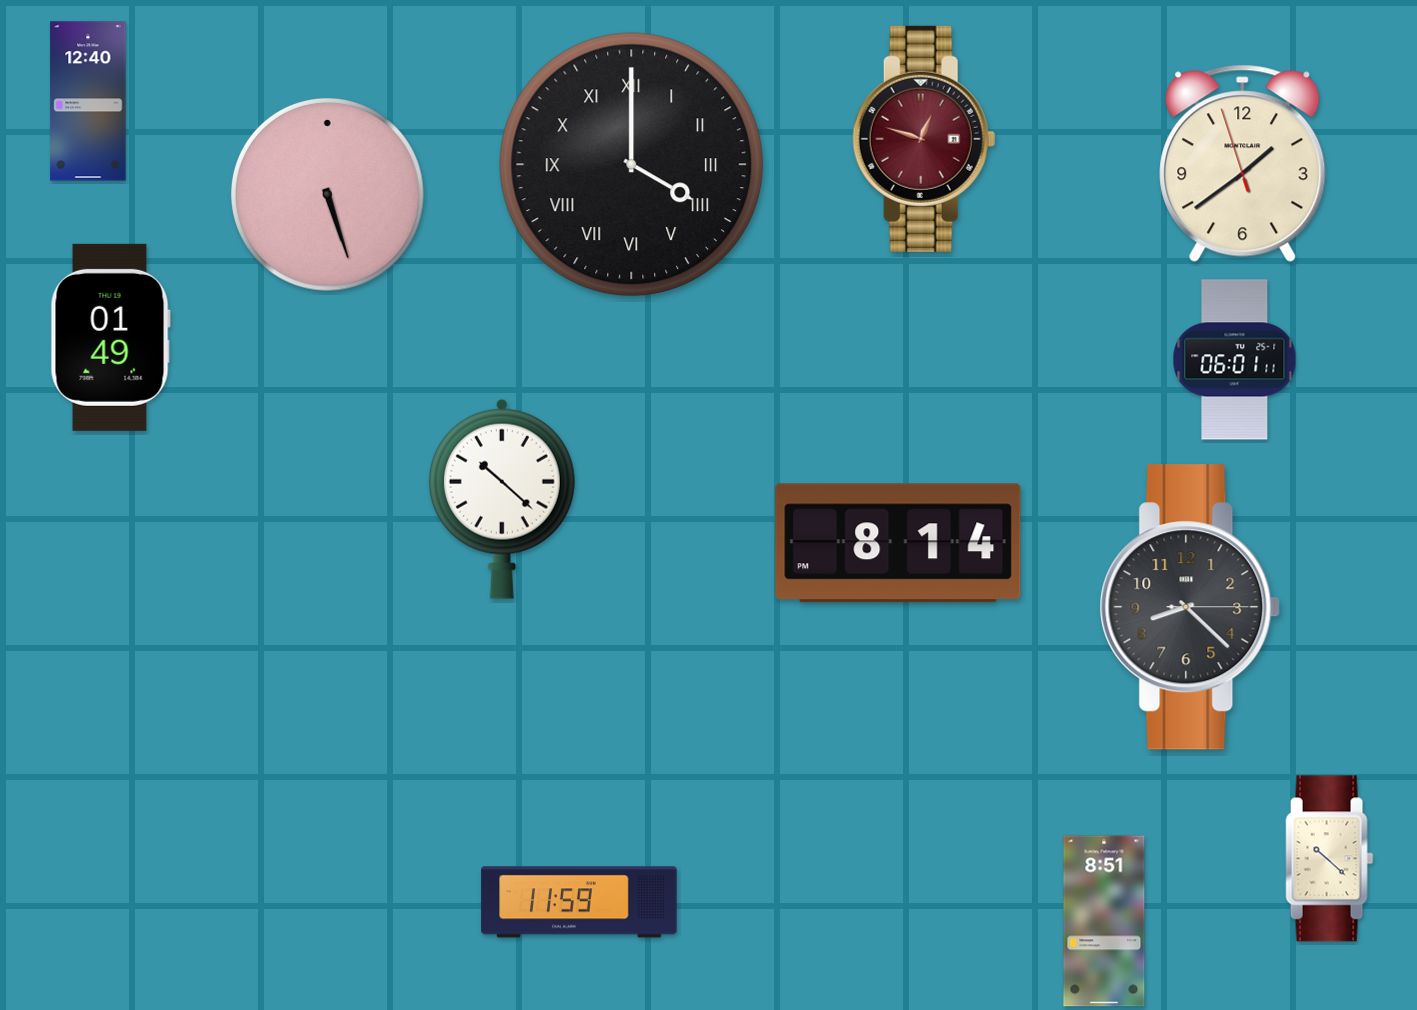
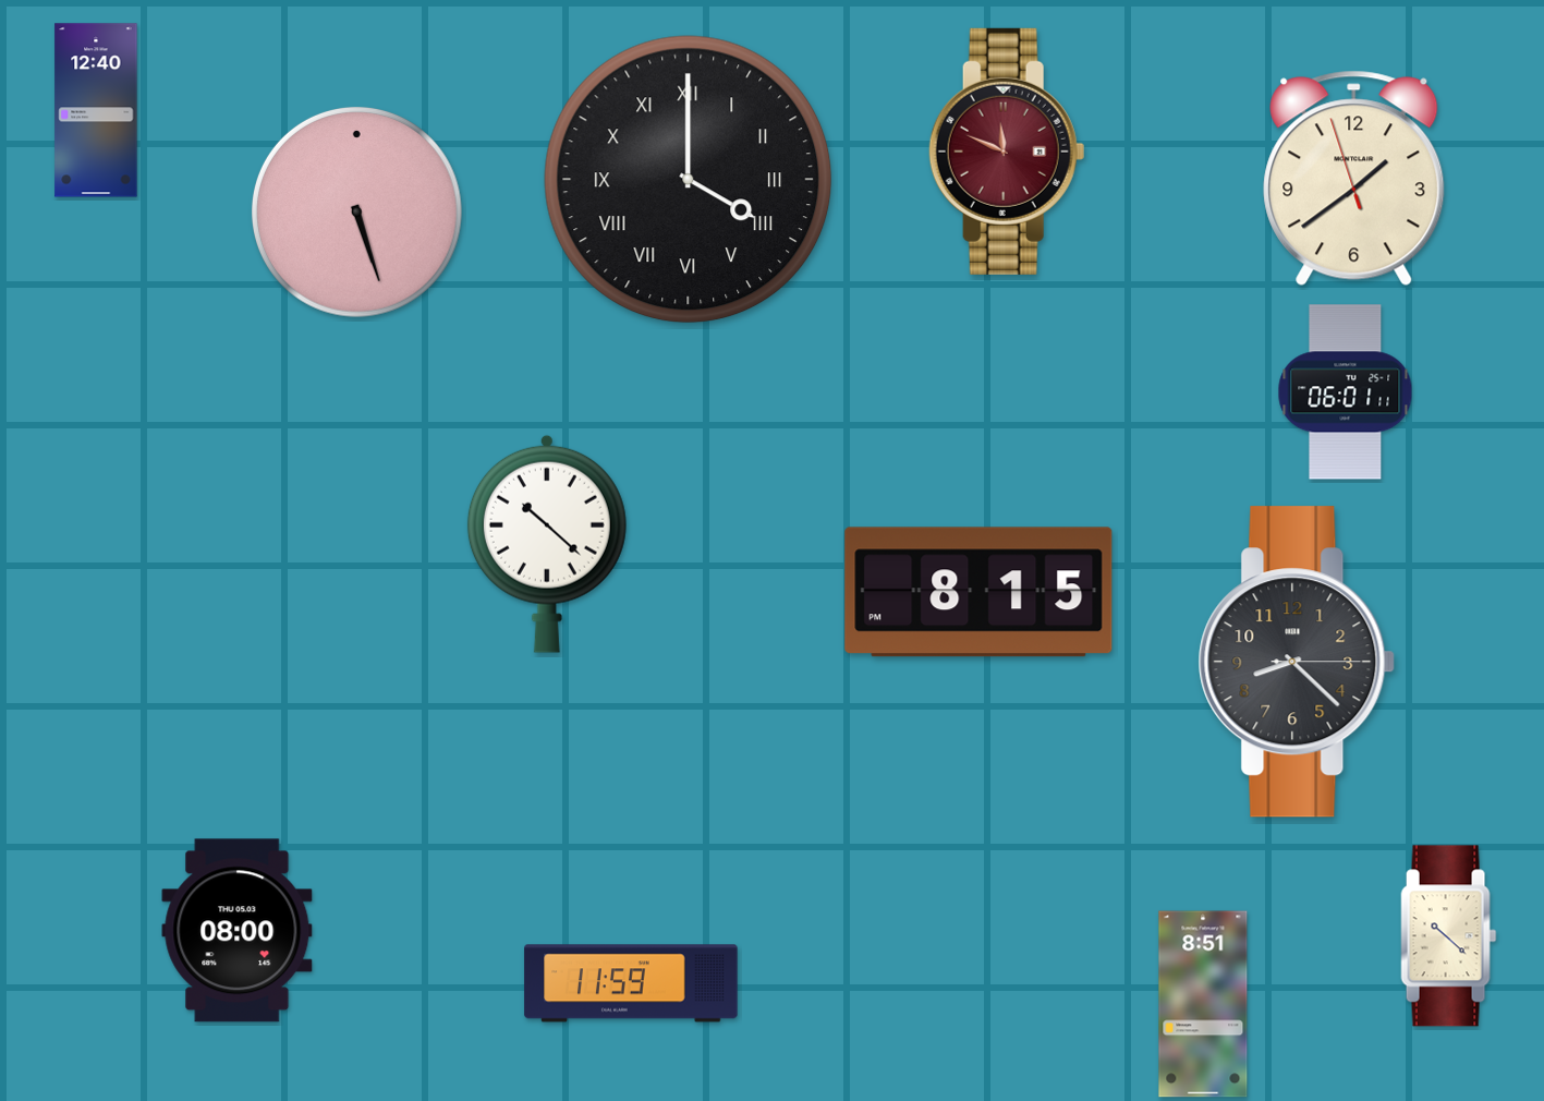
clock at (924, 139): 12:48 -> 11:49
clock at (110, 337): 01:49 -> none
clock at (898, 543): 8:14 -> 8:15
clock at (238, 931): none -> 08:00
